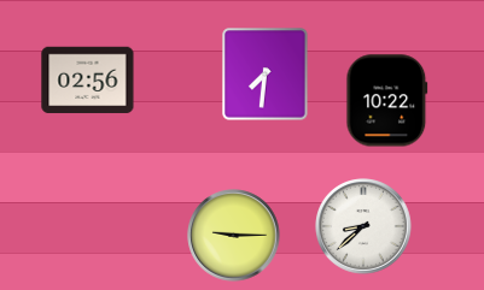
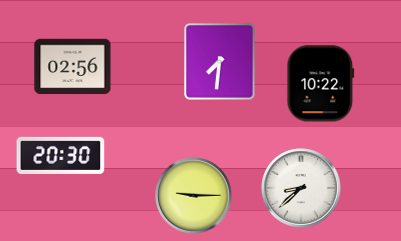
clock at (61, 155): none -> 20:30
